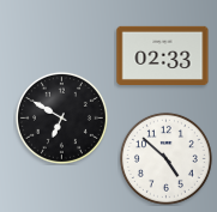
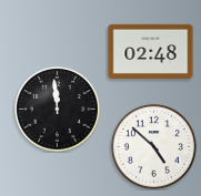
clock at (163, 55): 02:33 -> 02:48
clock at (61, 117): 6:50 -> 11:59
